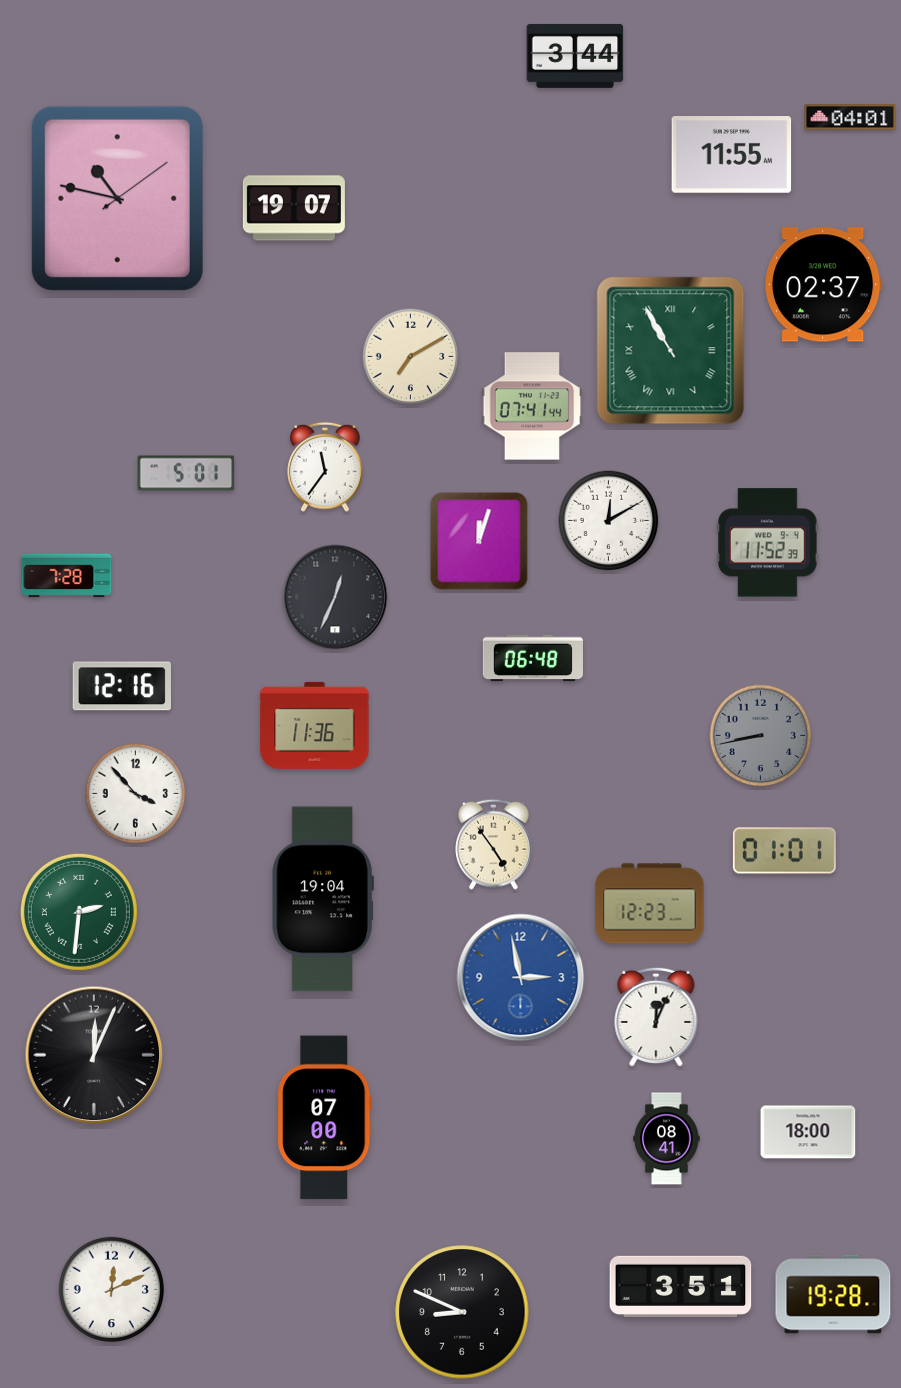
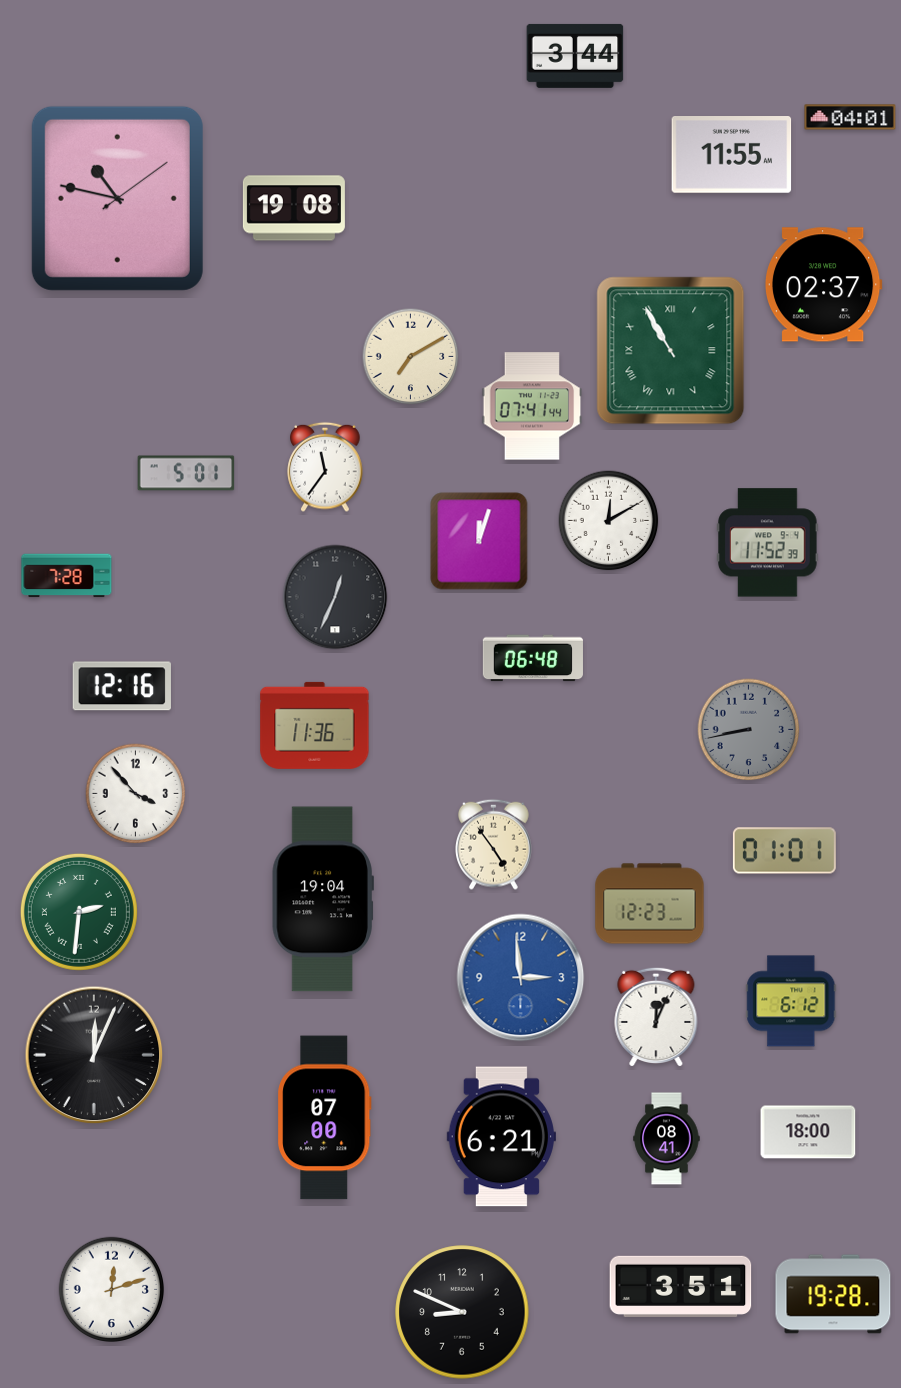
clock at (294, 208): 19:07 -> 19:08
clock at (761, 736) position: (761, 736) -> (749, 730)
clock at (521, 978): 2:58 -> 2:59
clock at (791, 1001): none -> 6:12
clock at (501, 1137): none -> 6:21
clock at (112, 1290): 12:11 -> 12:12
